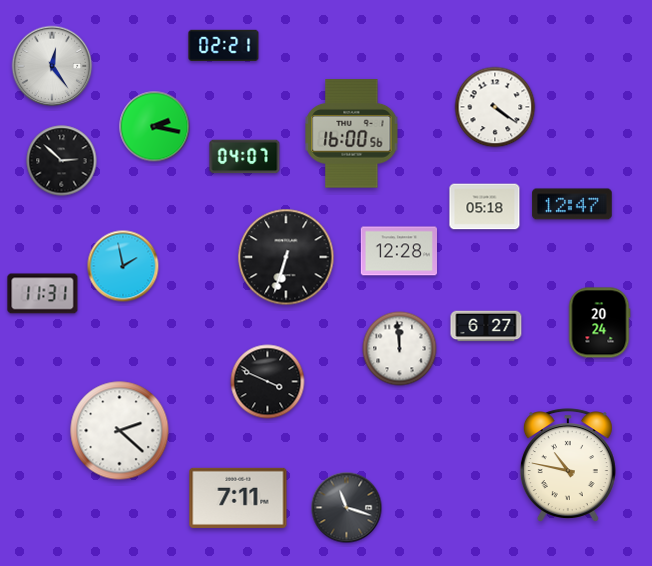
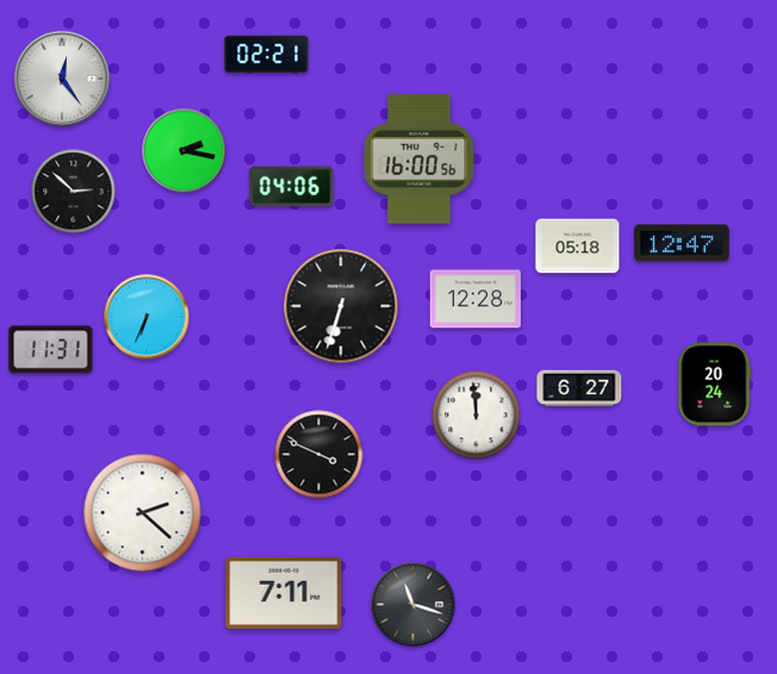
clock at (495, 107): 4:21 -> none
clock at (245, 157): 04:07 -> 04:06
clock at (123, 266): 1:58 -> 6:34
clock at (568, 465): 10:47 -> none
